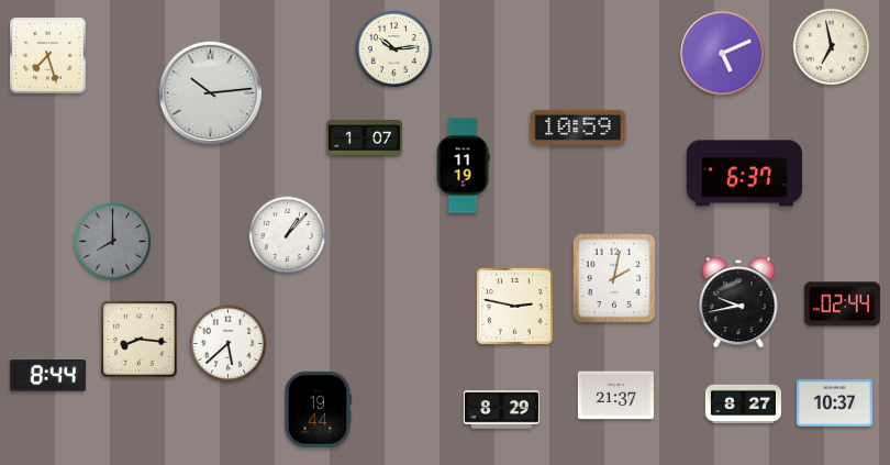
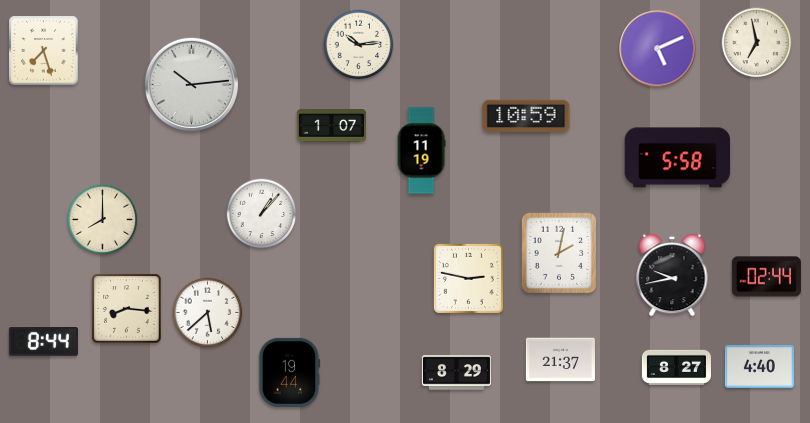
clock at (745, 174): 6:37 -> 5:58
clock at (113, 242) dial: grey -> cream
clock at (834, 403): 10:37 -> 4:40
